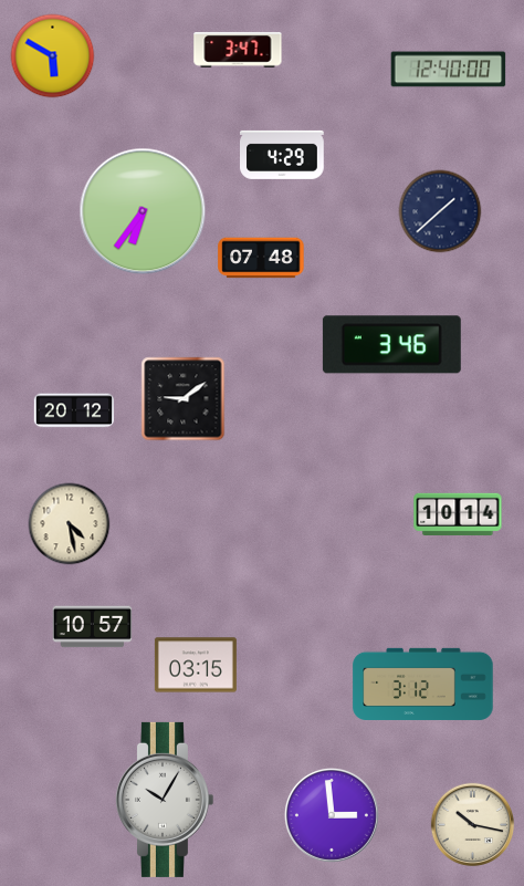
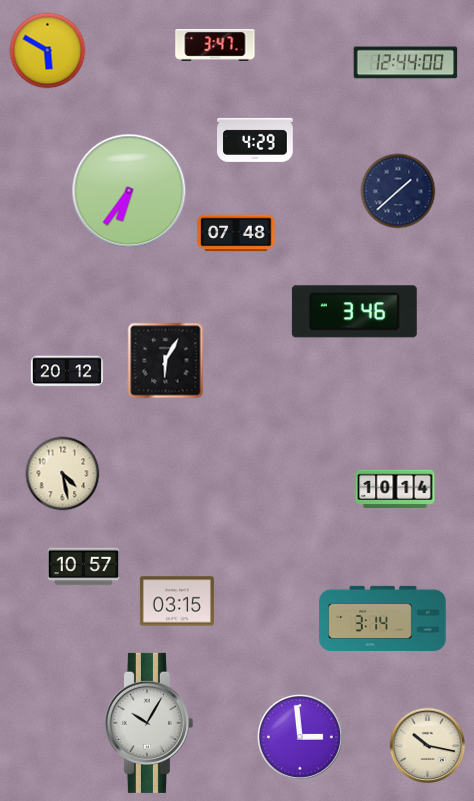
clock at (449, 70): 12:40 -> 12:44
clock at (184, 399): 9:09 -> 6:05
clock at (458, 513) position: (458, 513) -> (395, 488)
clock at (423, 684): 3:12 -> 3:14
